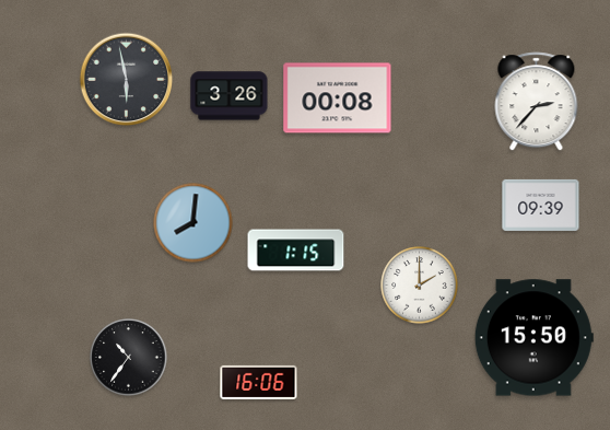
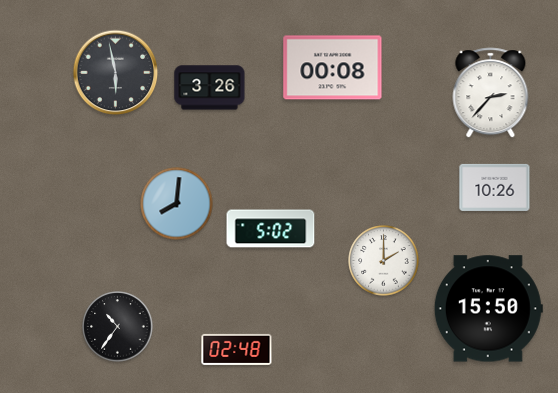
clock at (338, 98) position: (338, 98) -> (333, 68)
clock at (541, 205): 09:39 -> 10:26
clock at (296, 251): 1:15 -> 5:02
clock at (259, 382): 16:06 -> 02:48
